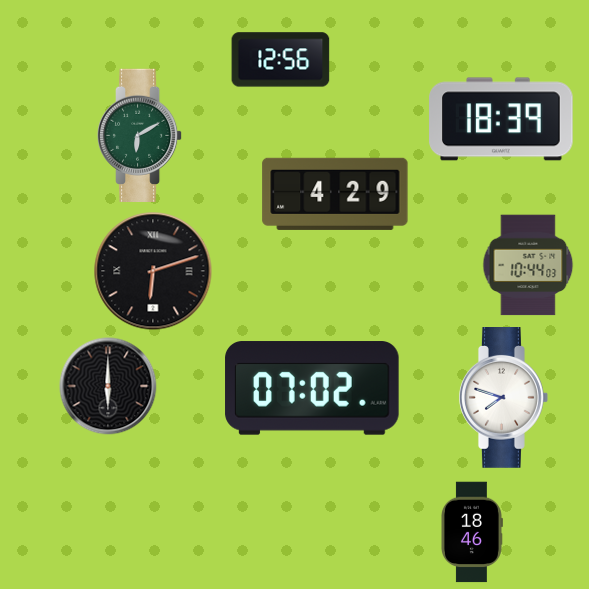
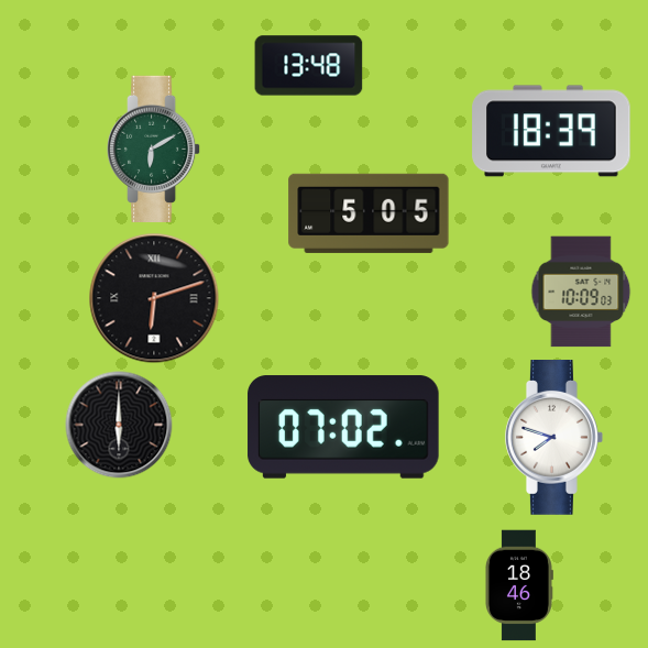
clock at (281, 60): 12:56 -> 13:48
clock at (335, 194): 4:29 -> 5:05
clock at (528, 265): 10:44 -> 10:09
clock at (153, 271) position: (153, 271) -> (154, 298)
